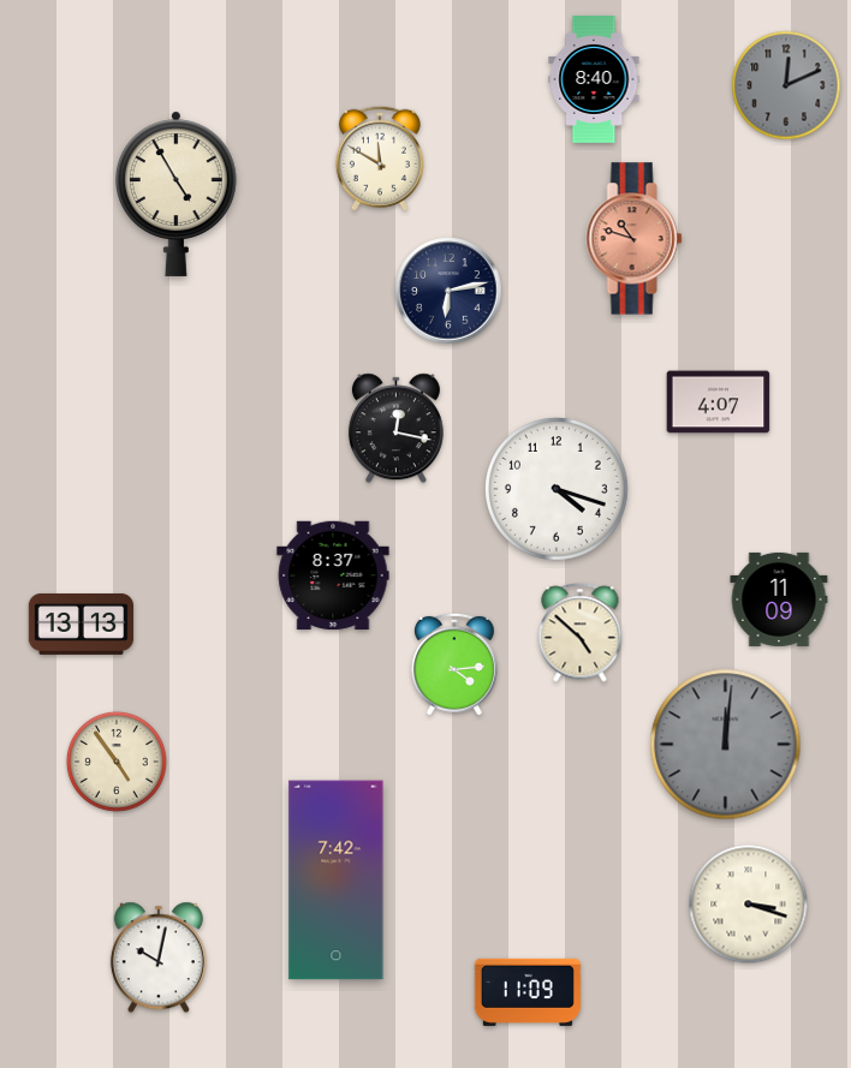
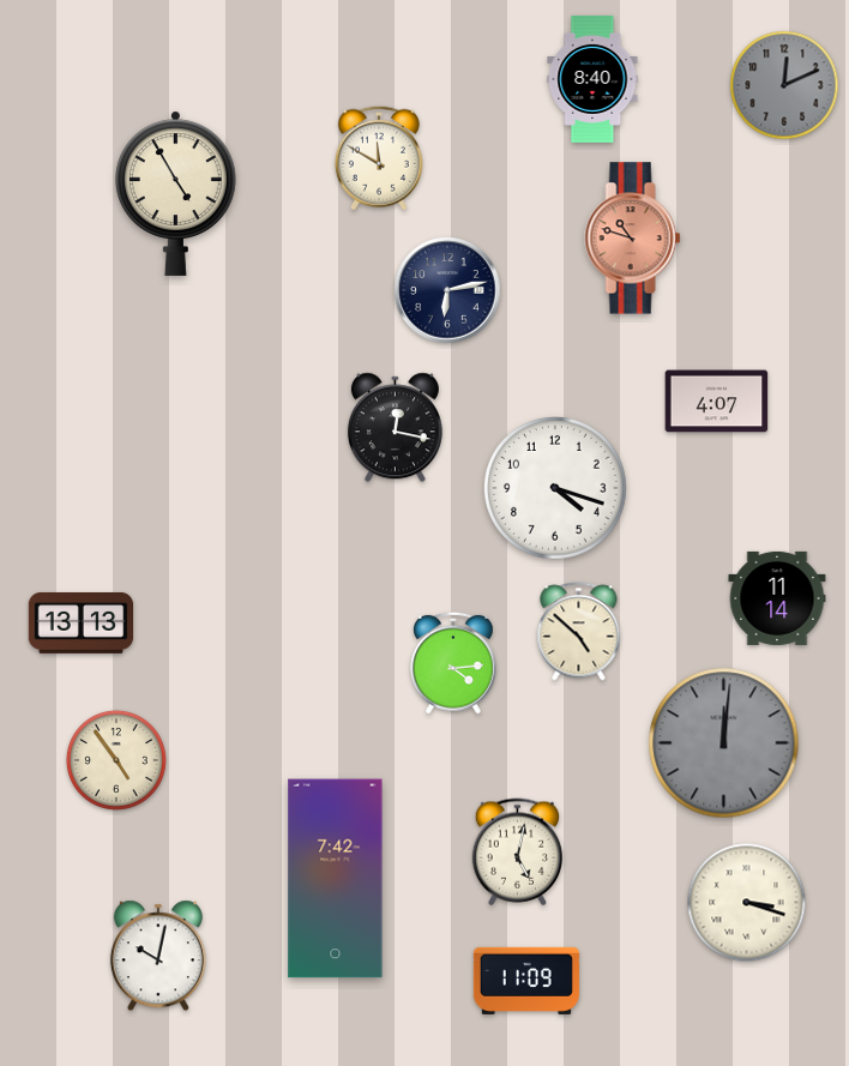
clock at (333, 575): 8:37 -> none
clock at (779, 599): 11:09 -> 11:14
clock at (517, 853): none -> 5:02
clock at (528, 992) position: (528, 992) -> (526, 981)
